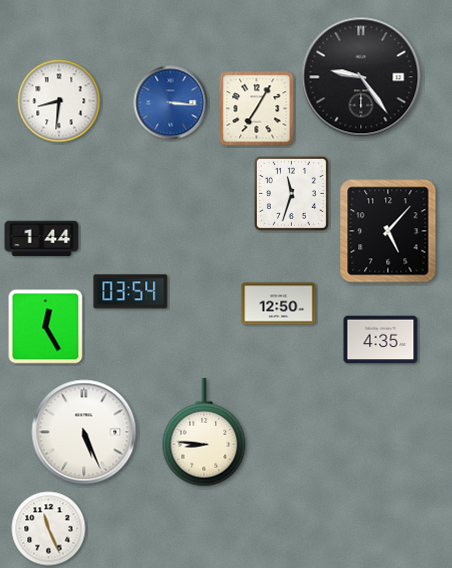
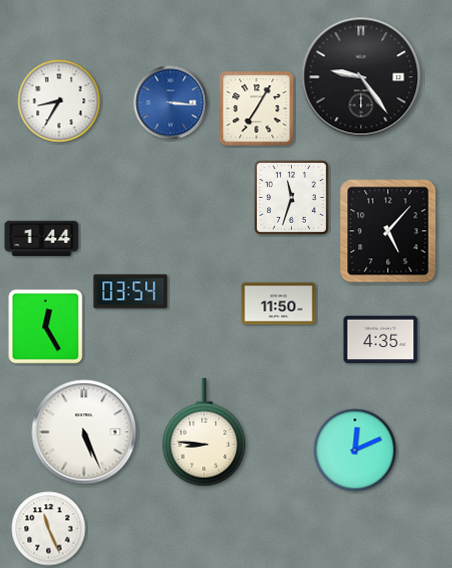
clock at (59, 101): 8:31 -> 8:35
clock at (291, 193) position: (291, 193) -> (291, 197)
clock at (279, 304): 12:50 -> 11:50
clock at (355, 450): none -> 12:11
